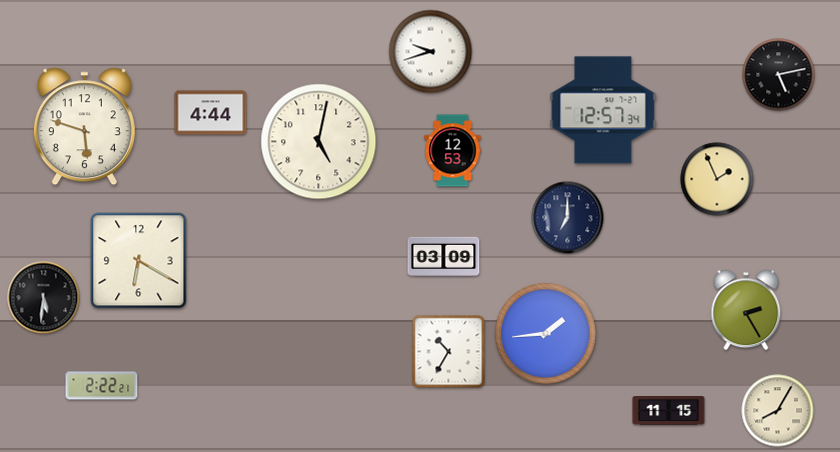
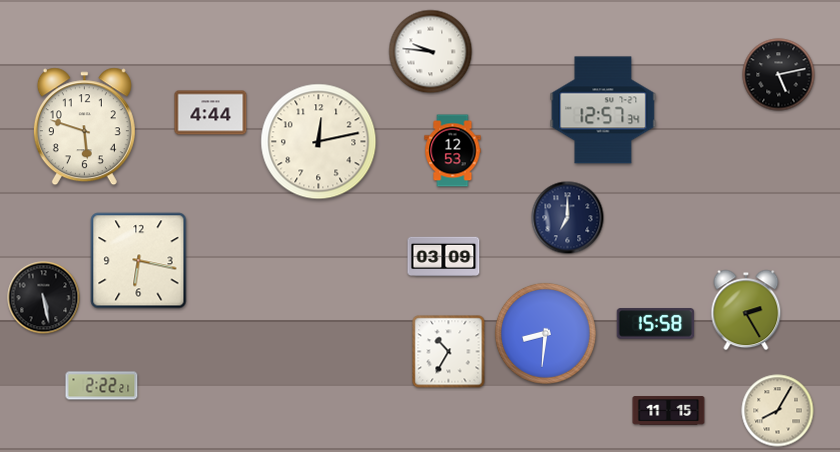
clock at (431, 52): 9:42 -> 9:46
clock at (319, 142): 5:02 -> 12:13
clock at (717, 179): 1:56 -> none
clock at (139, 261): 6:20 -> 6:17
clock at (44, 298): 5:31 -> 5:28
clock at (656, 324): none -> 15:58
clock at (545, 333): 1:44 -> 8:31
